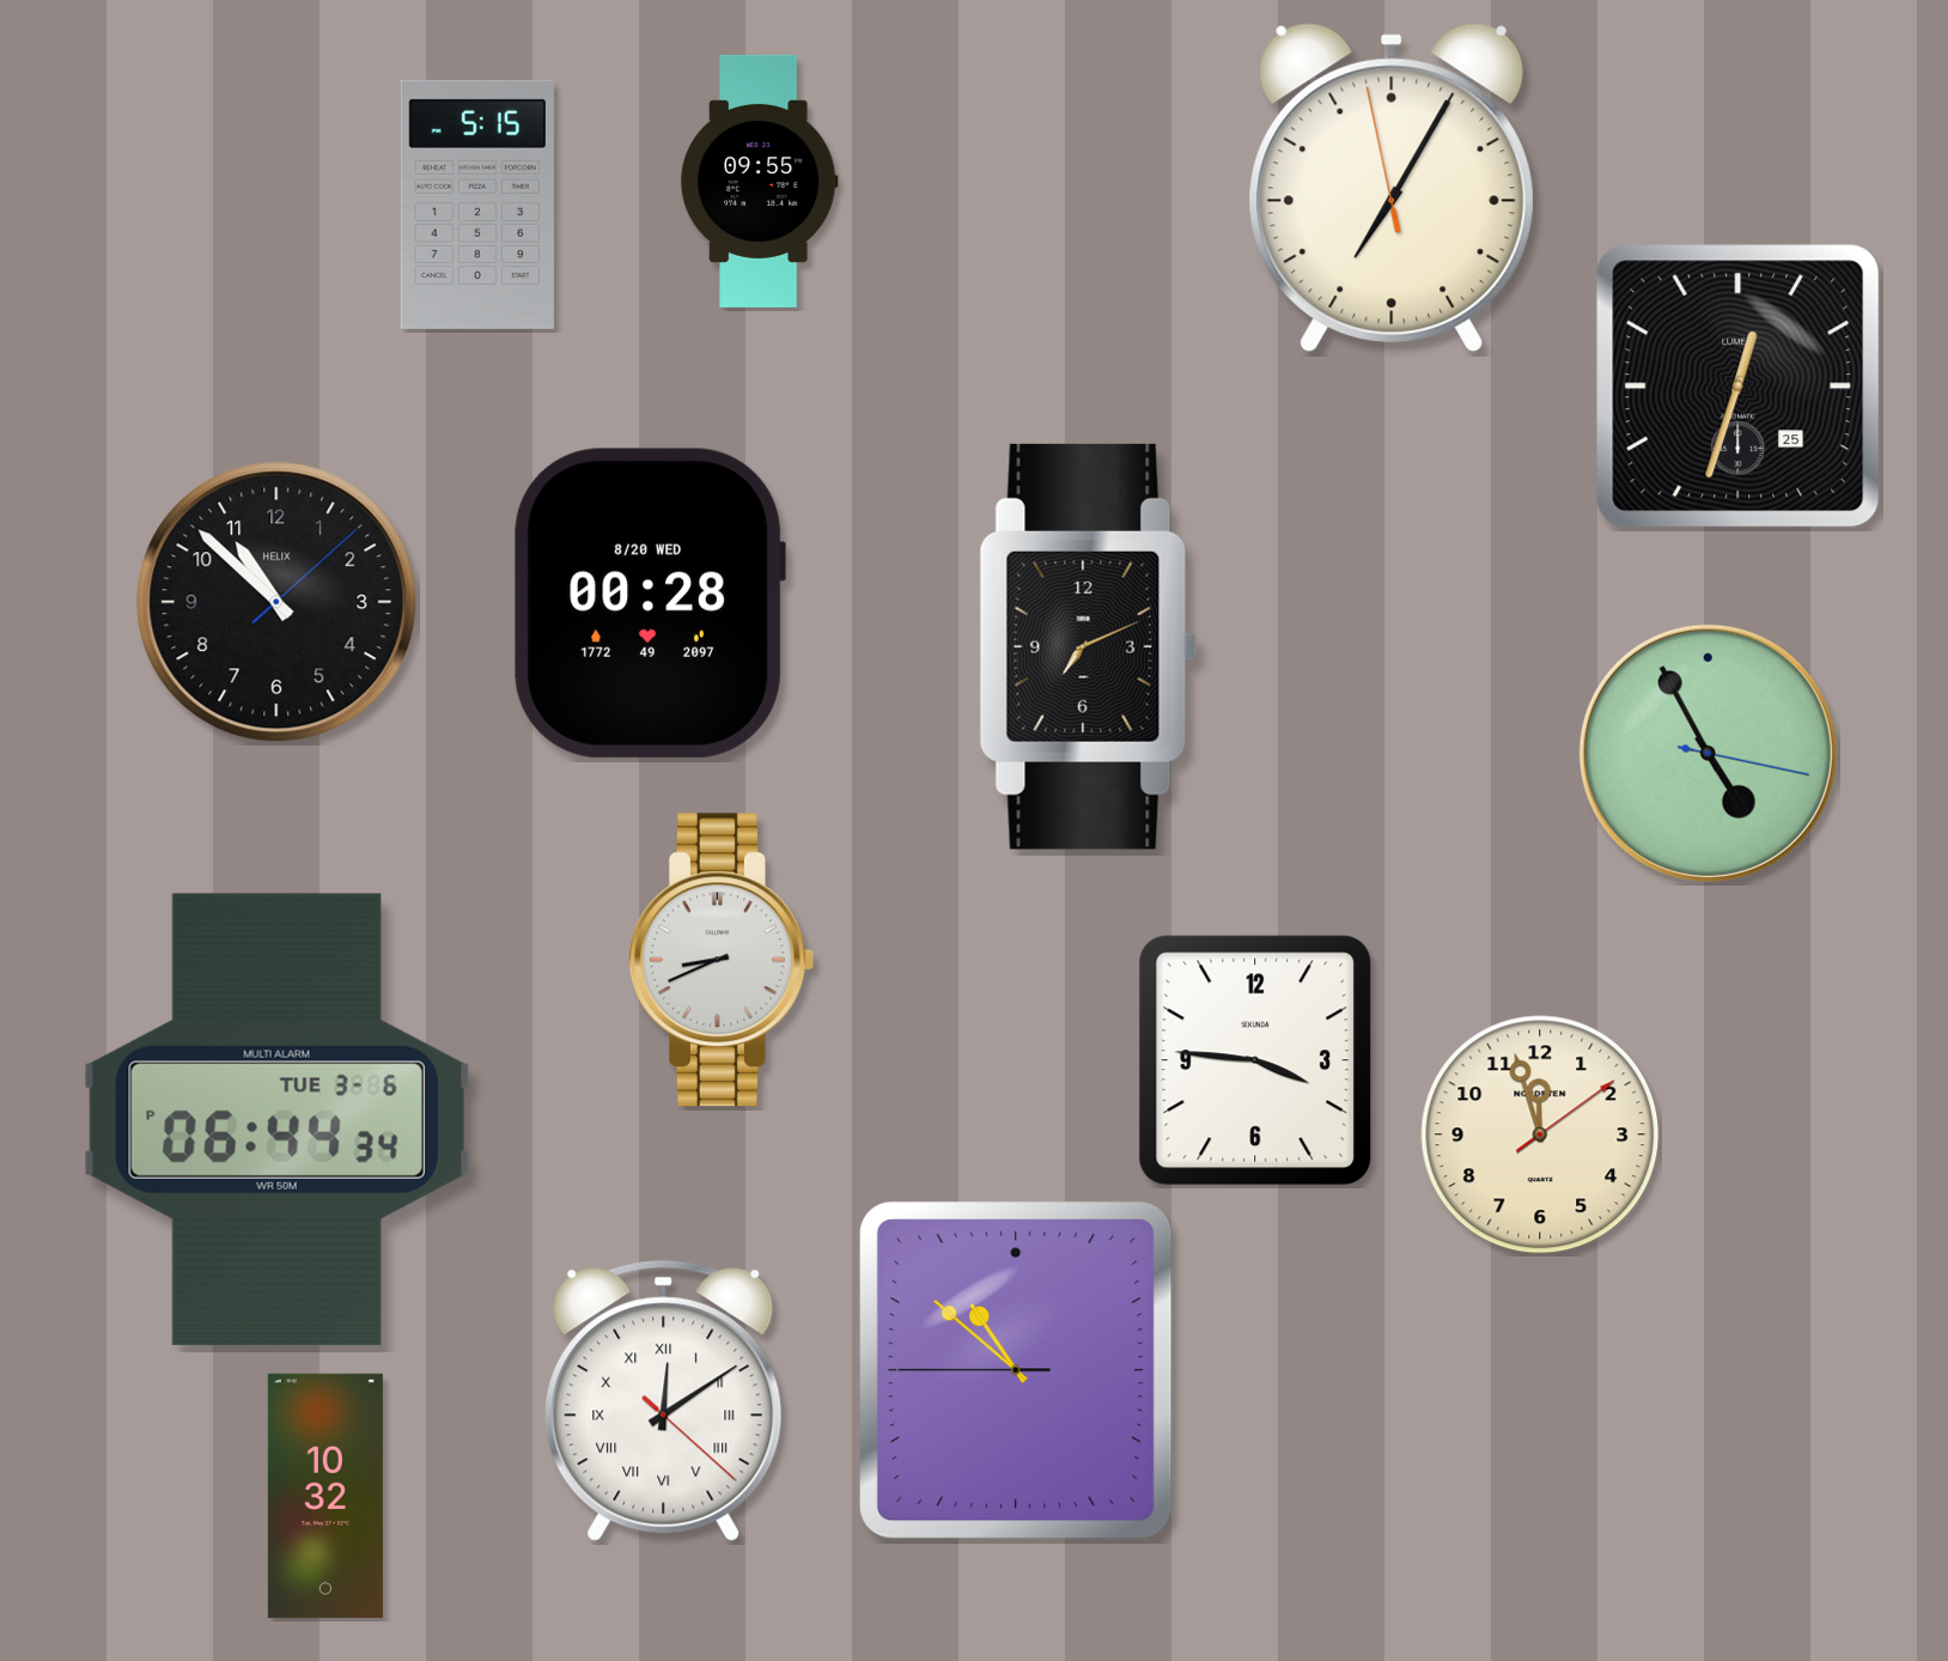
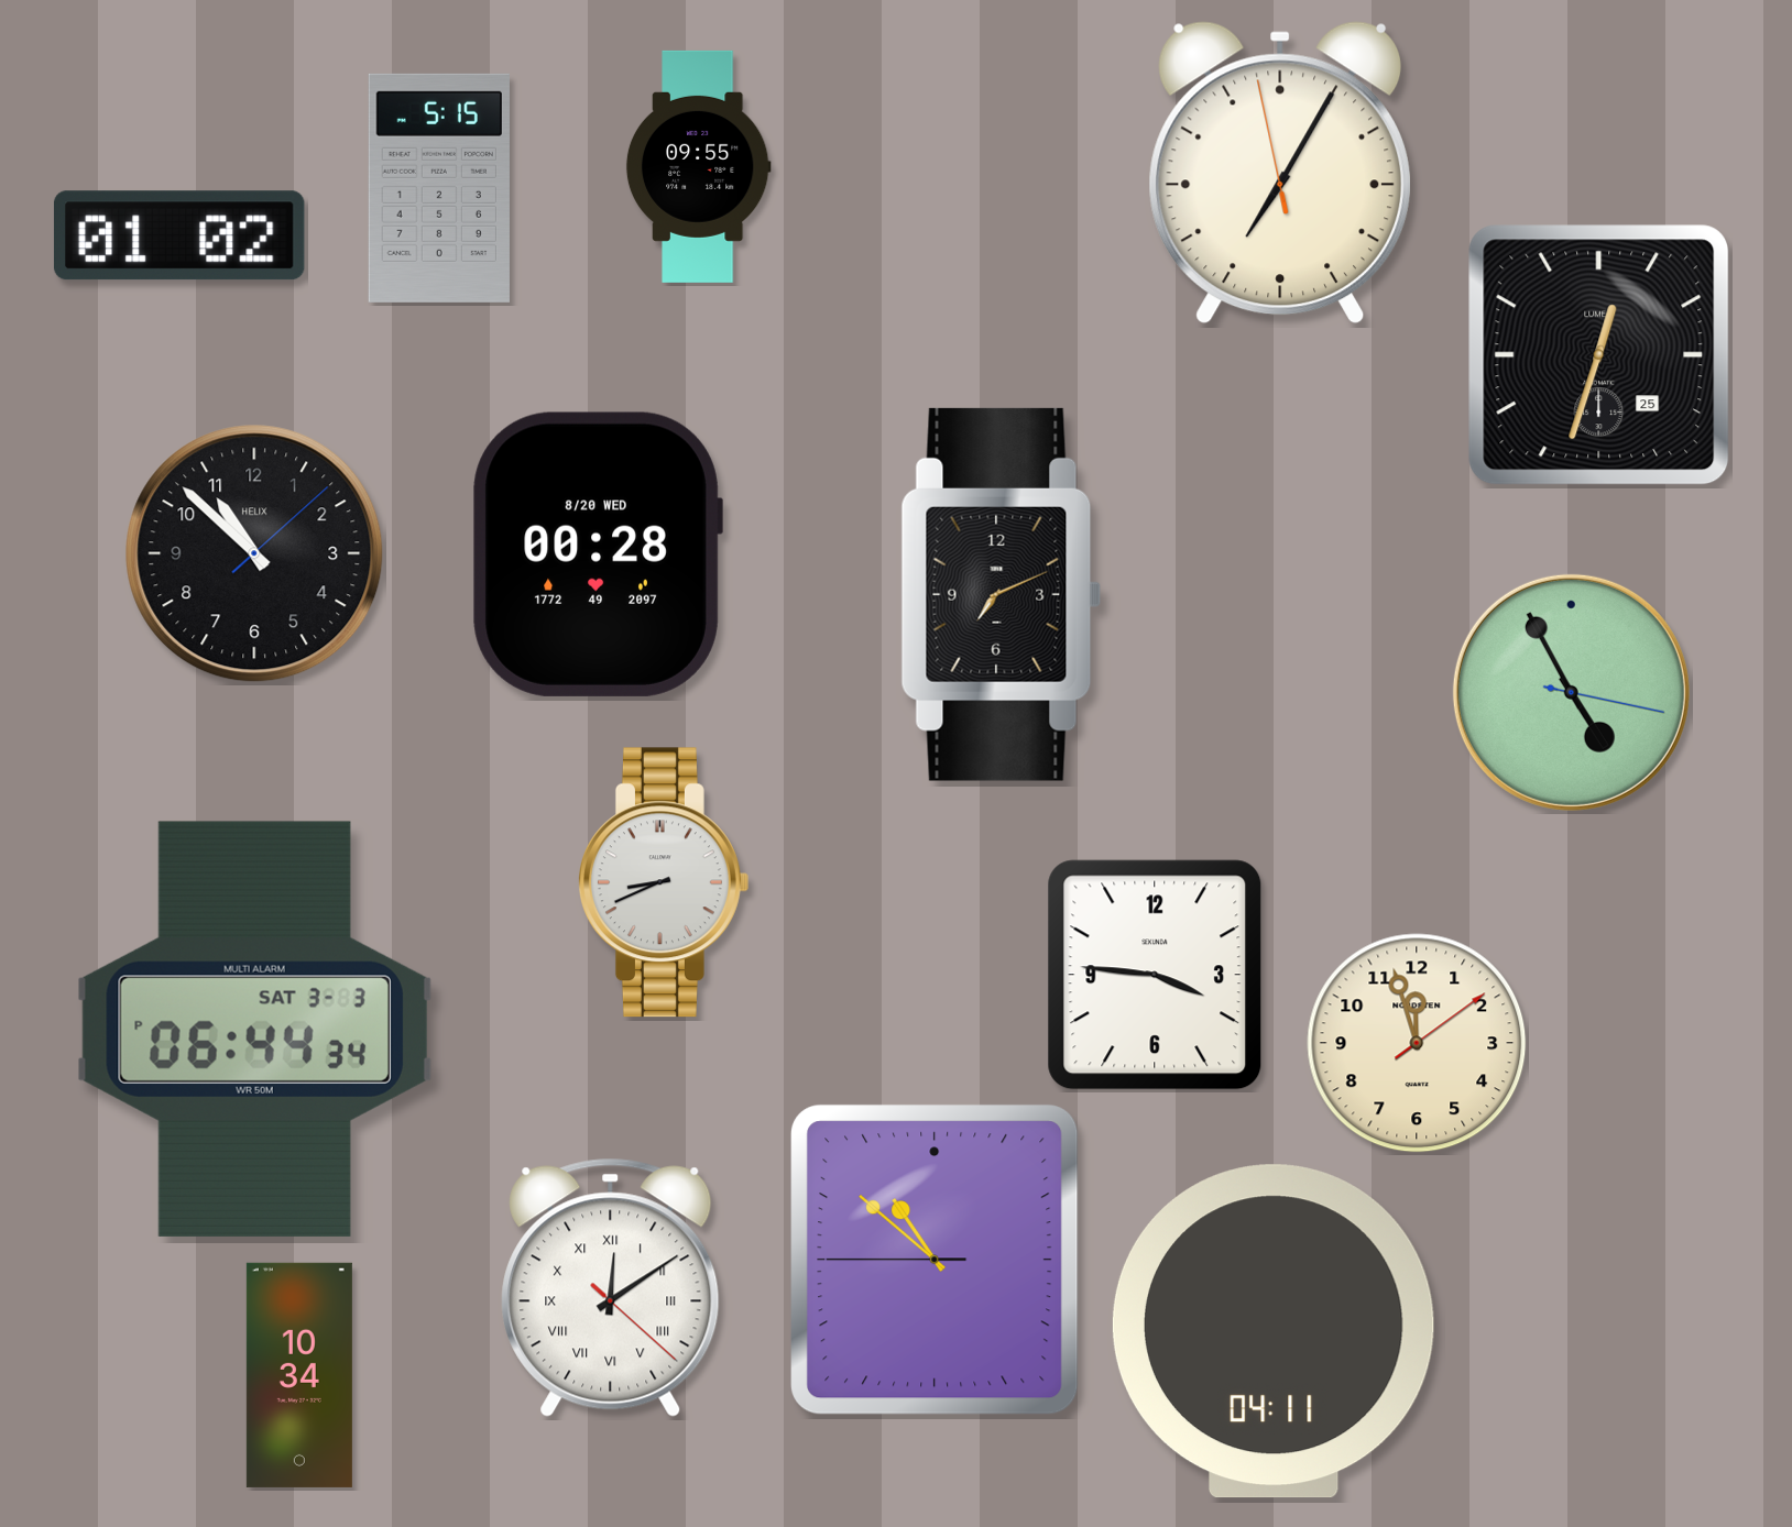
clock at (179, 235): none -> 01:02
clock at (276, 1119) date: TUE 3-6 -> SAT 3-3
clock at (1274, 1331): none -> 04:11
clock at (325, 1496): 10:32 -> 10:34
